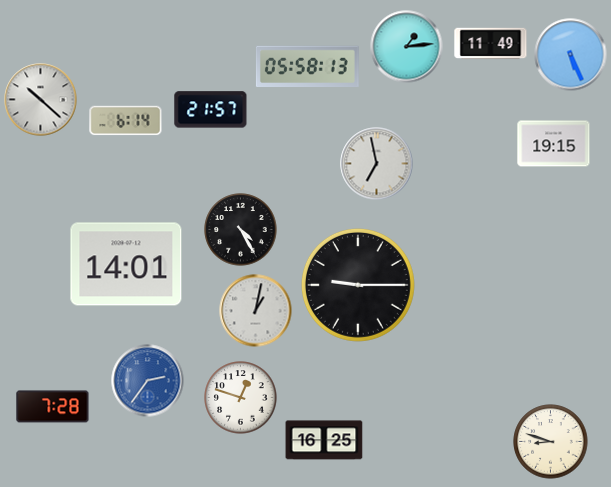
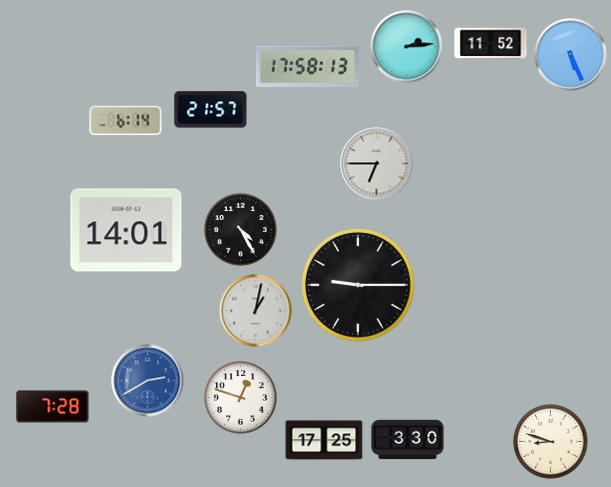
clock at (491, 44): 11:49 -> 11:52
clock at (407, 47): 1:14 -> 2:14
clock at (307, 66): 05:58 -> 17:58
clock at (41, 100): 10:22 -> none
clock at (554, 144): 19:15 -> none
clock at (377, 164): 6:58 -> 6:45
clock at (126, 264) position: (126, 264) -> (126, 230)
clock at (148, 381): 2:36 -> 2:40
clock at (324, 440): 16:25 -> 17:25
clock at (408, 440): none -> 3:30
